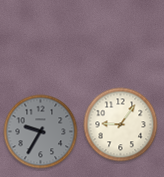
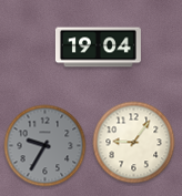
clock at (98, 48): none -> 19:04
clock at (121, 125) position: (121, 125) -> (134, 143)
